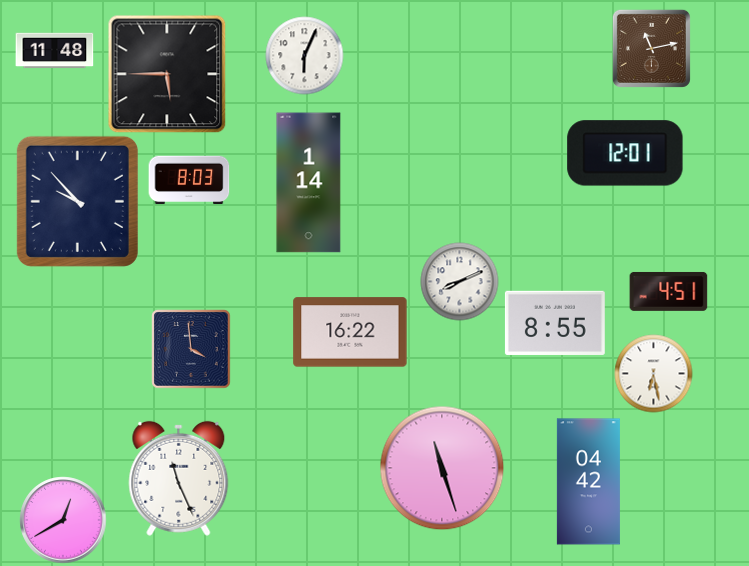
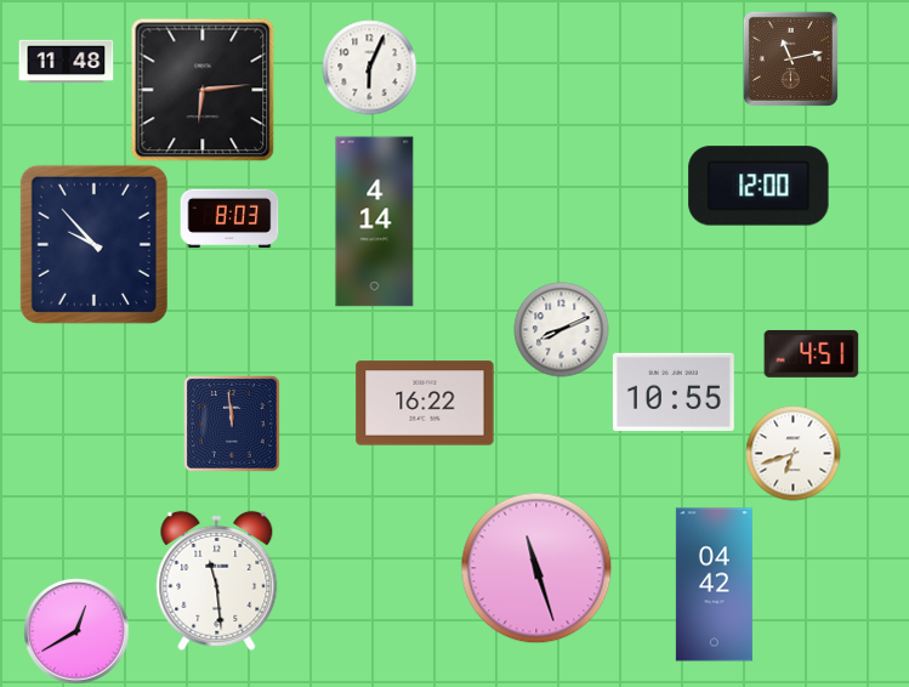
clock at (167, 74): 5:45 -> 6:14
clock at (625, 153): 12:01 -> 12:00
clock at (309, 183): 1:14 -> 4:14
clock at (459, 281) position: (459, 281) -> (561, 329)
clock at (555, 323): 8:55 -> 10:55
clock at (191, 349): 3:59 -> 11:59
clock at (653, 373): 6:28 -> 6:42
clock at (179, 478): 11:26 -> 11:29
